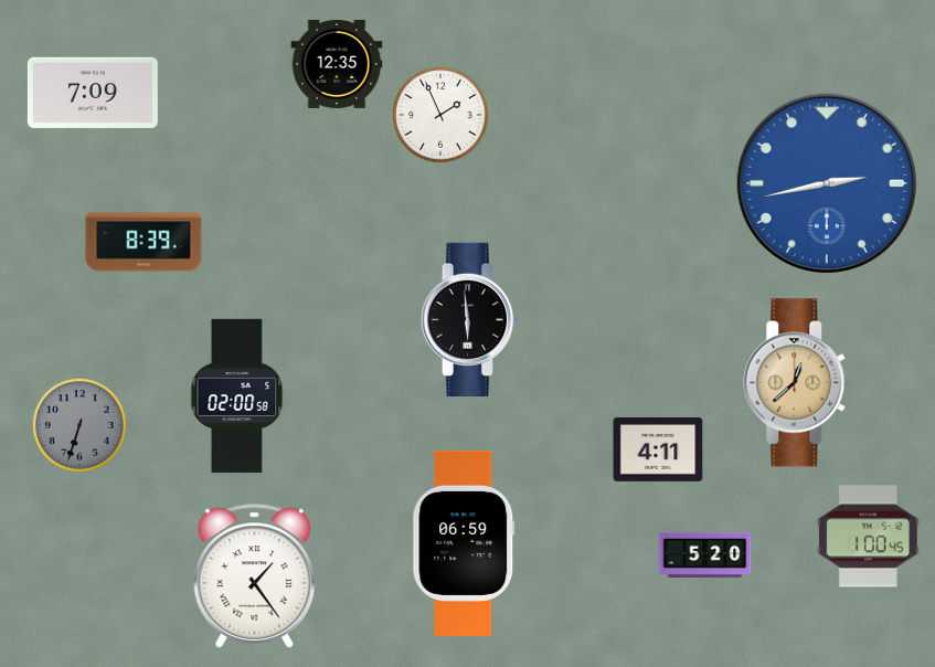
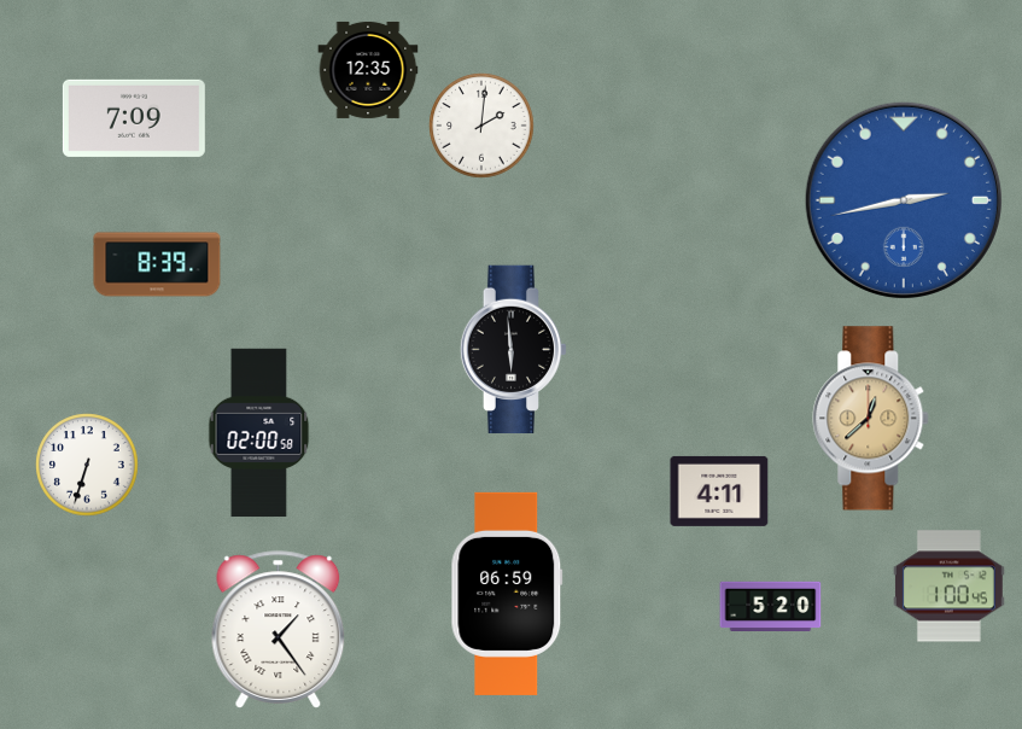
clock at (93, 93) position: (93, 93) -> (134, 118)
clock at (440, 115): 1:56 -> 2:01
clock at (79, 425) dial: grey -> white
